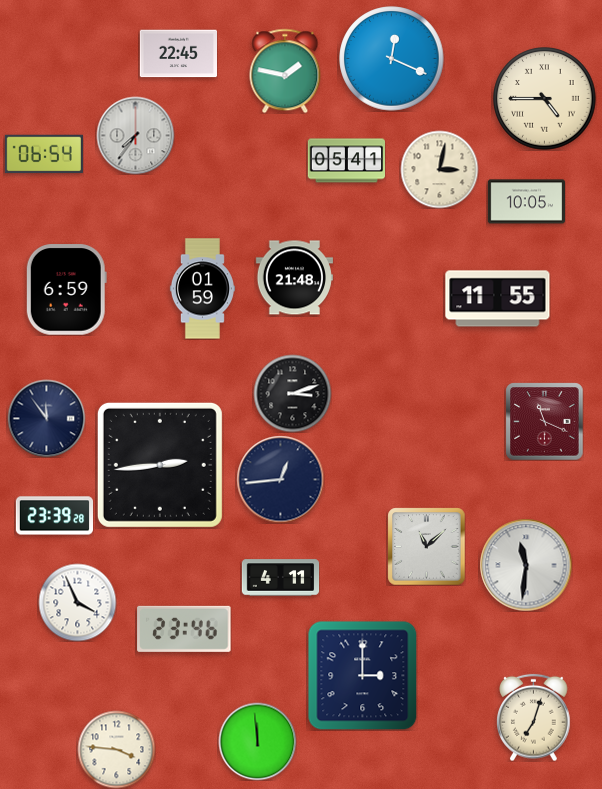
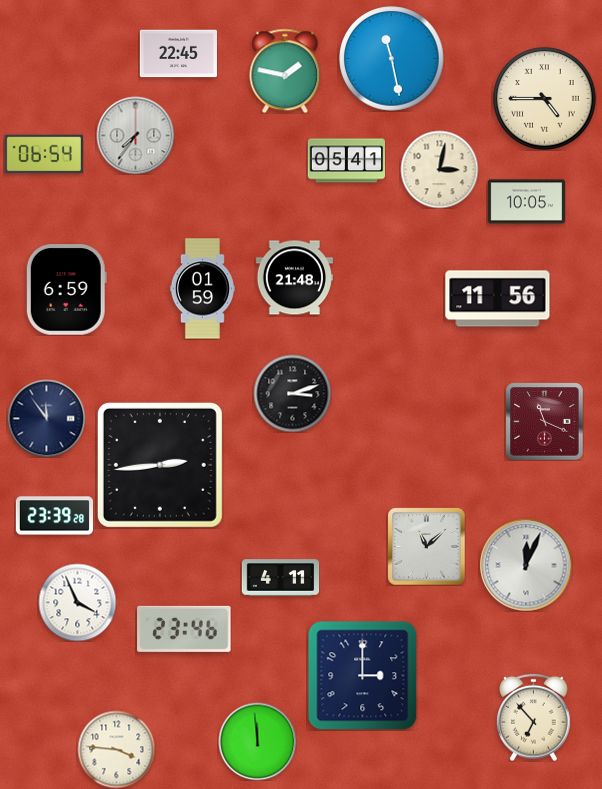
clock at (392, 59): 12:19 -> 11:28
clock at (498, 299): 11:55 -> 11:56
clock at (280, 479): 12:44 -> none
clock at (526, 565): 11:31 -> 12:04
clock at (534, 717): 7:03 -> 6:53
